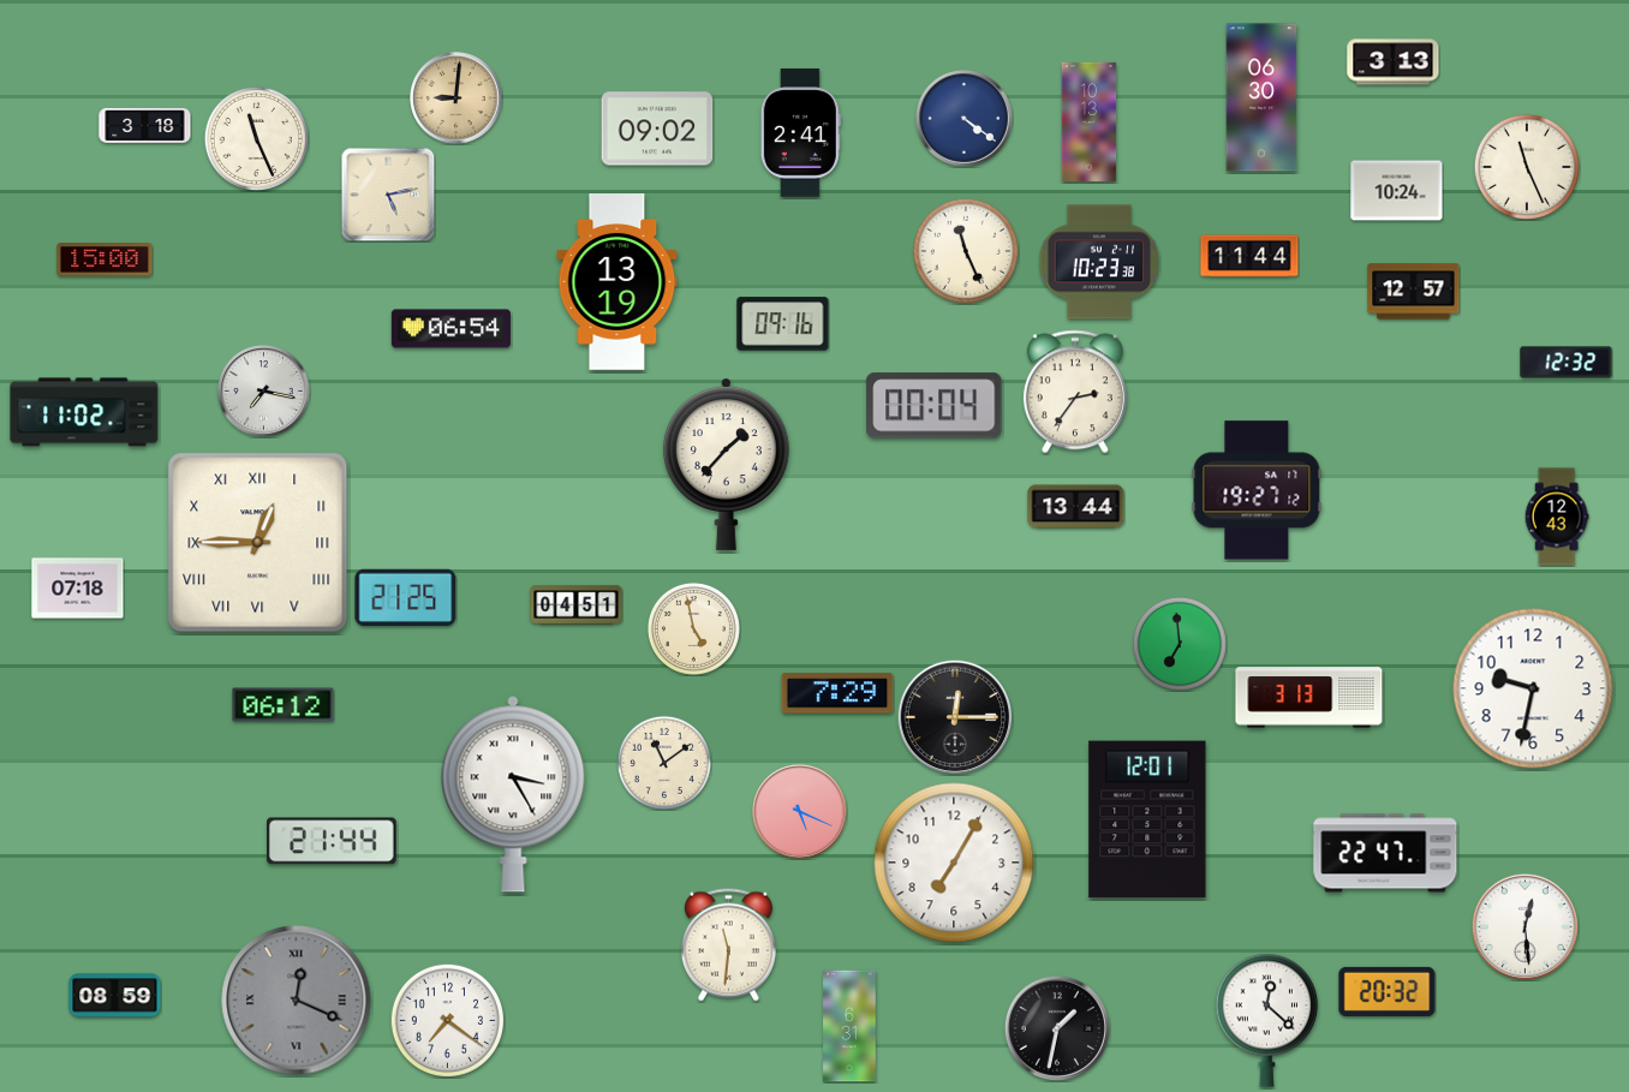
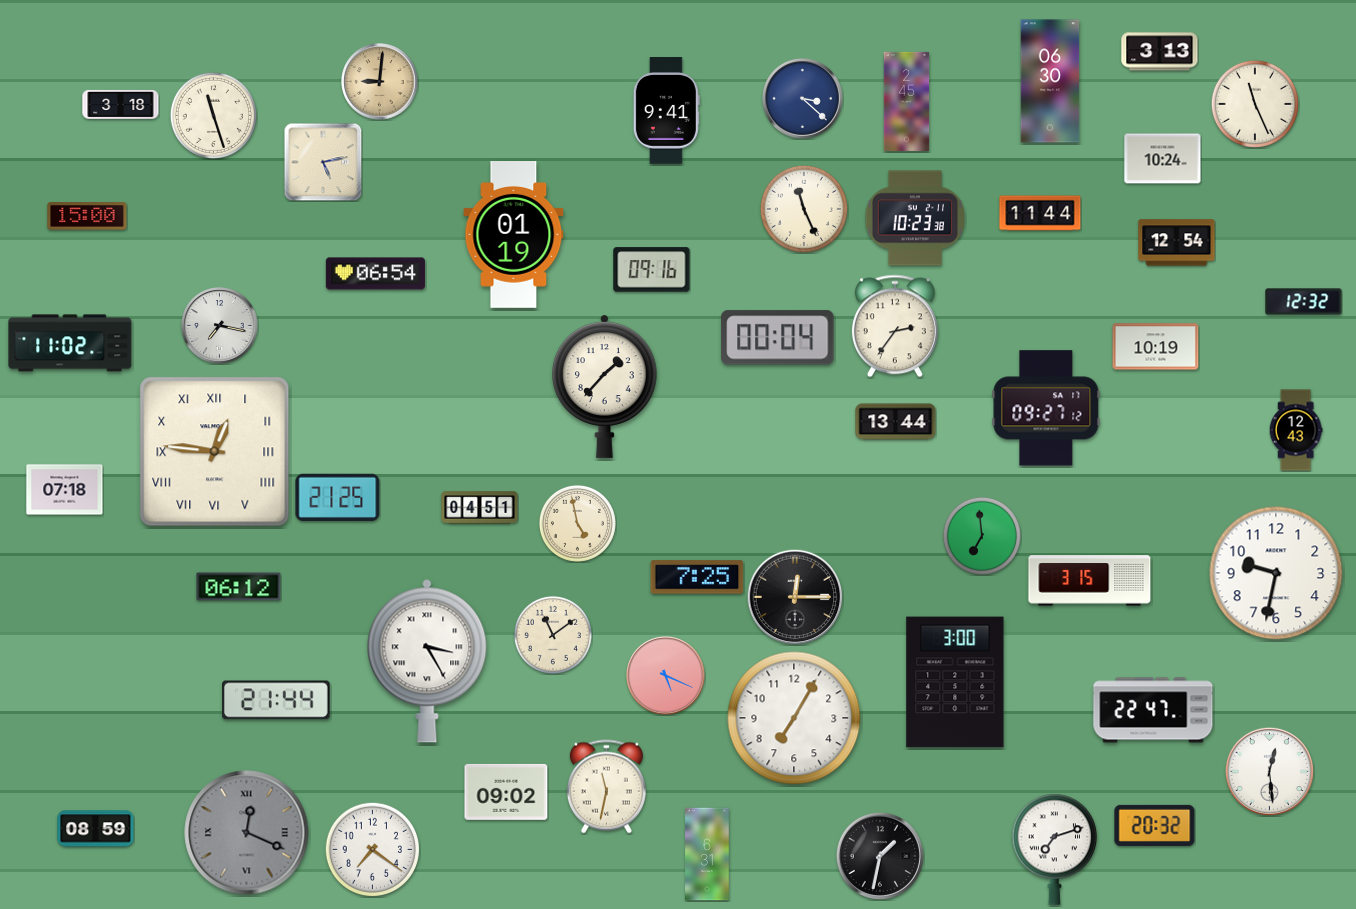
clock at (965, 119): 4:21 -> 3:22
clock at (1090, 121): 10:13 -> 2:45
clock at (657, 129): 09:02 -> none
clock at (800, 133): 2:41 -> 9:41
clock at (256, 138): 11:26 -> 11:27
clock at (1527, 167) position: (1527, 167) -> (1255, 104)
clock at (617, 282): 13:19 -> 01:19
clock at (1414, 292): 12:57 -> 12:54
clock at (1156, 347): none -> 10:19
clock at (1257, 490): 19:27 -> 09:27
clock at (258, 543): 12:45 -> 12:46
clock at (577, 605) position: (577, 605) -> (480, 508)
clock at (837, 693): 7:29 -> 7:25
clock at (1309, 698): 3:13 -> 3:15
clock at (284, 705) position: (284, 705) -> (239, 587)
clock at (1147, 819): 12:01 -> 3:00
clock at (728, 945): 11:31 -> 11:32
clock at (506, 792): none -> 09:02
clock at (1267, 1020): 12:22 -> 7:12
